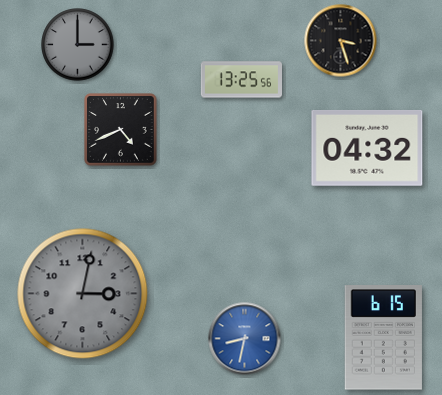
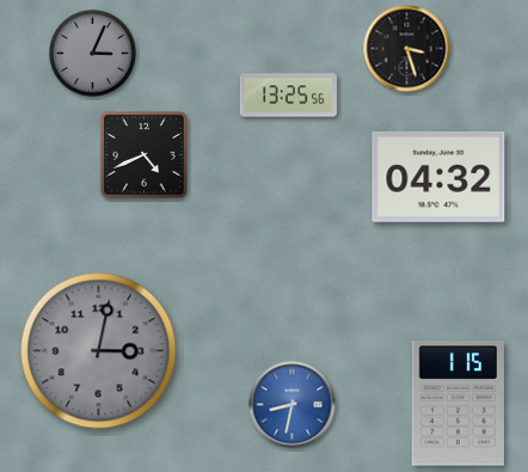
clock at (78, 45): 3:00 -> 3:04
clock at (383, 338): 6:15 -> 1:15
